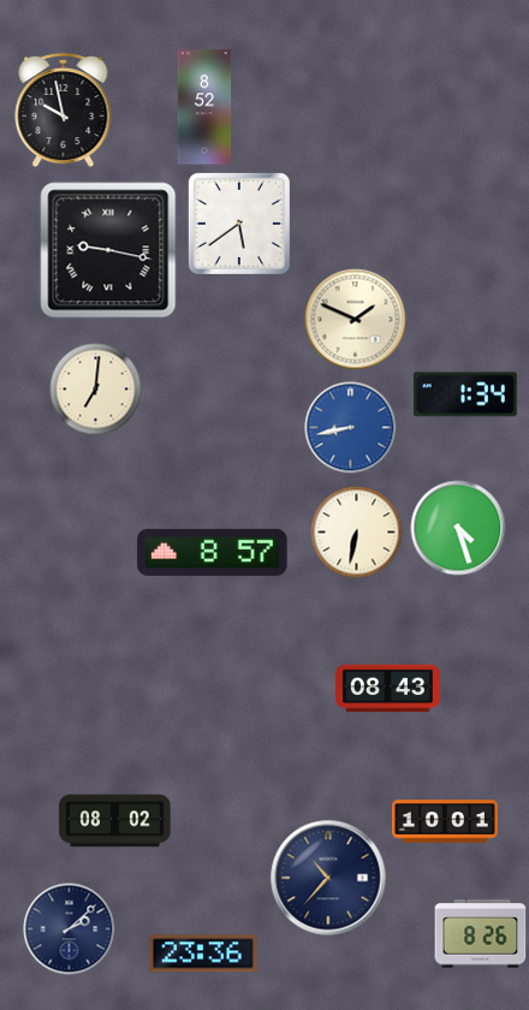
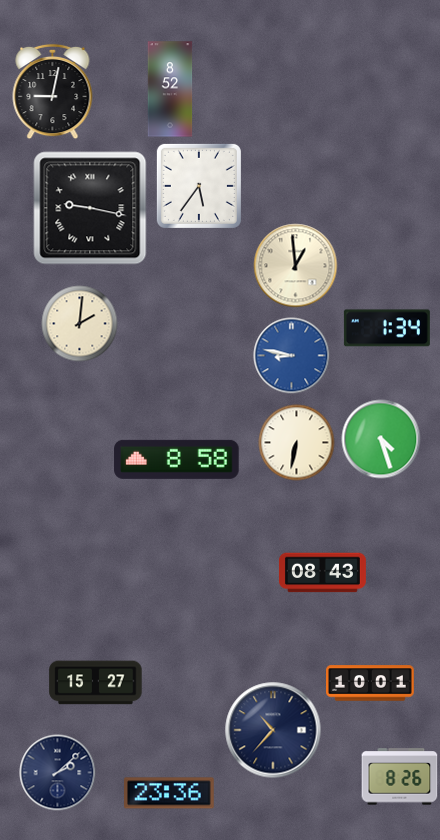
clock at (64, 111): 9:58 -> 9:02
clock at (239, 224): 5:39 -> 5:36
clock at (356, 320): 1:49 -> 12:59
clock at (96, 390): 7:01 -> 2:01
clock at (351, 428): 8:43 -> 8:47
clock at (213, 552): 8:57 -> 8:58
clock at (115, 821): 08:02 -> 15:27
